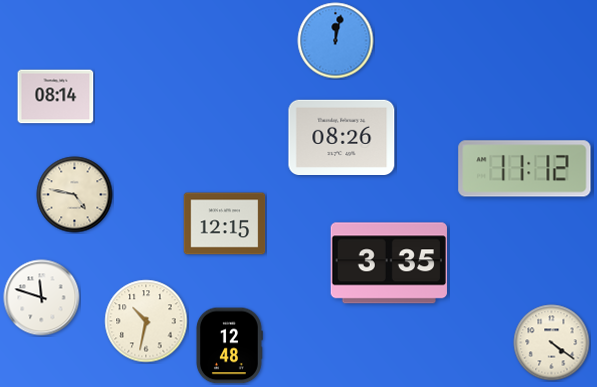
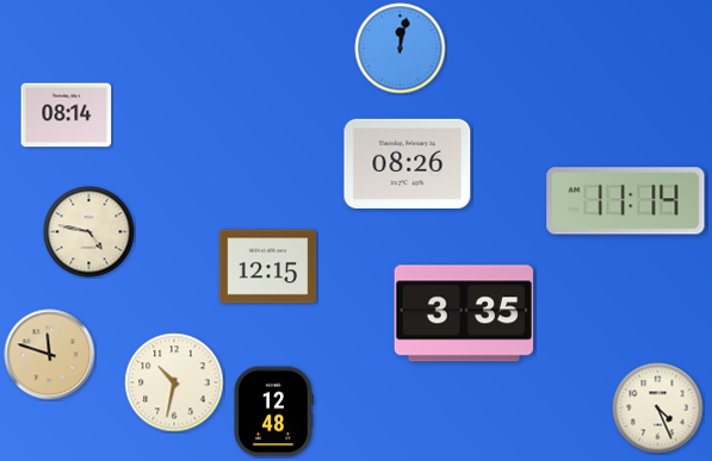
clock at (525, 169): 11:12 -> 11:14
clock at (42, 298) dial: white -> champagne
clock at (552, 343): 4:21 -> 4:26
